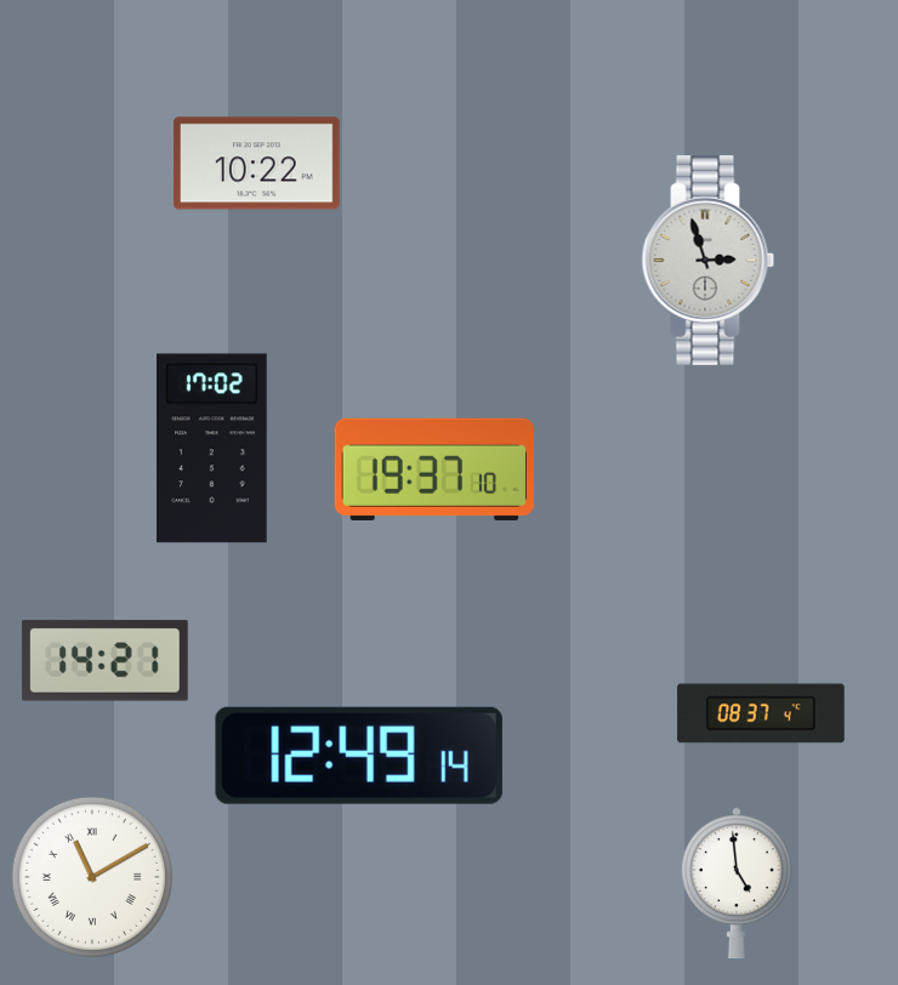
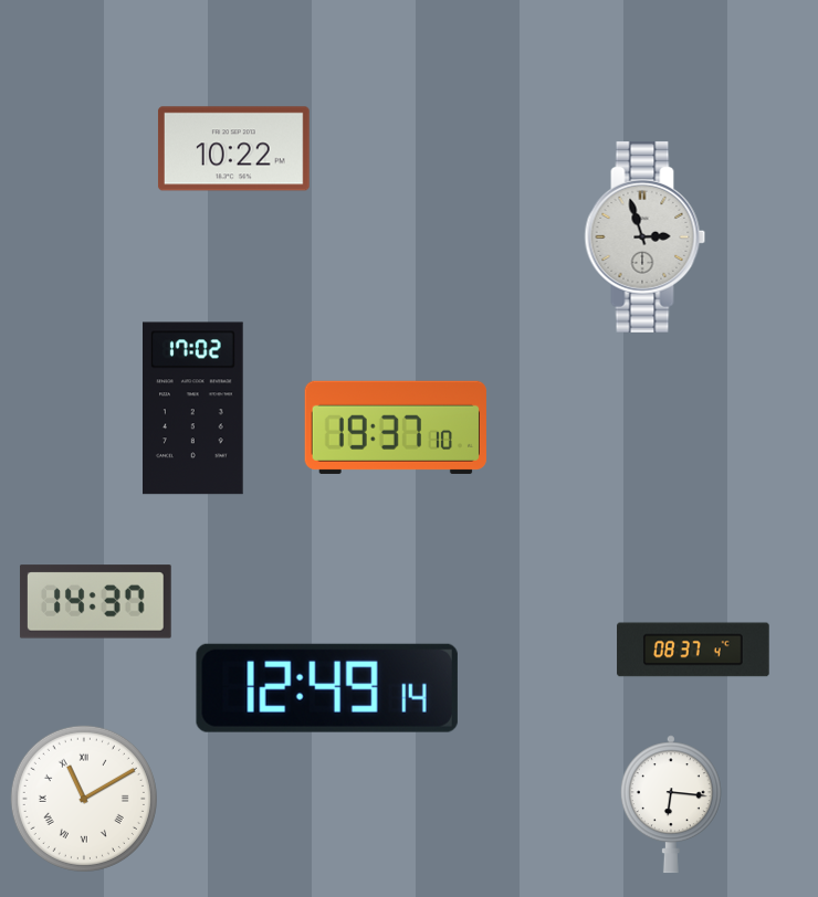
clock at (106, 661): 14:21 -> 14:37
clock at (737, 883): 4:59 -> 6:16
